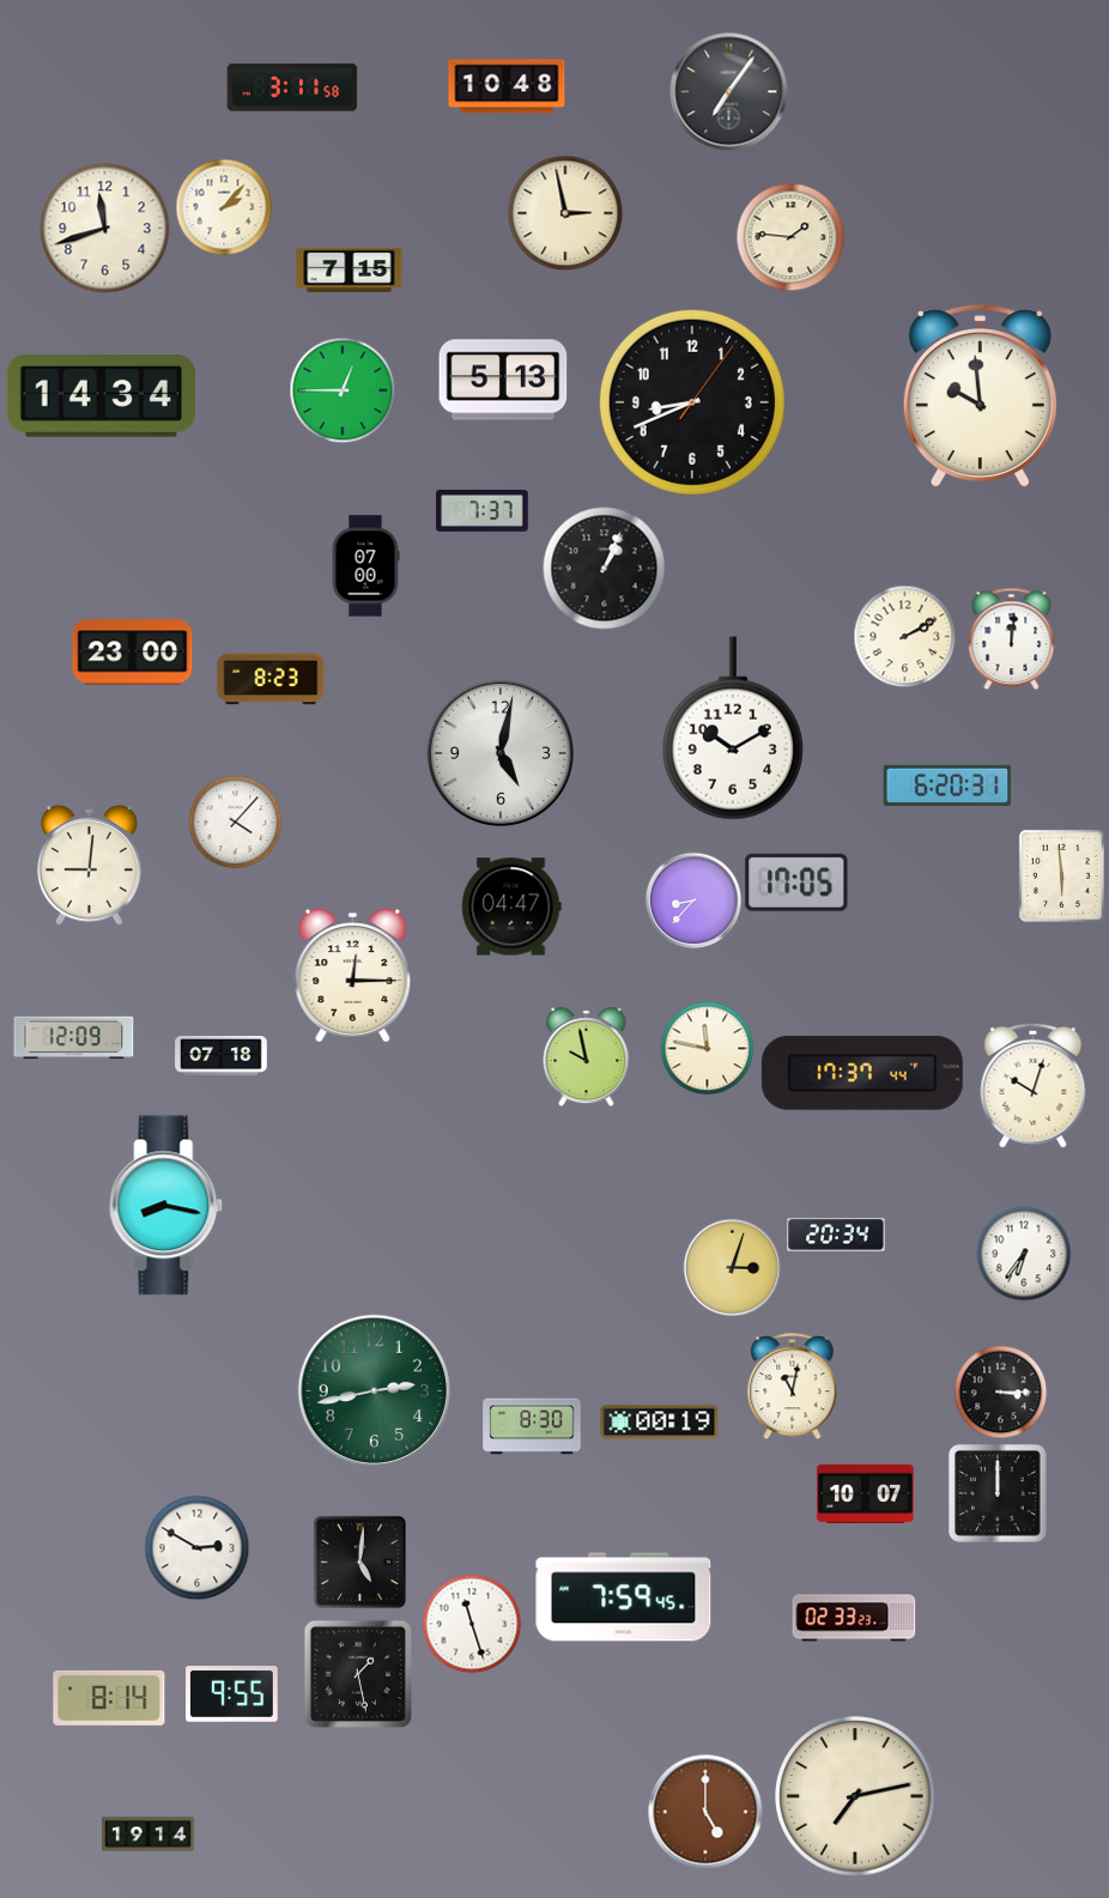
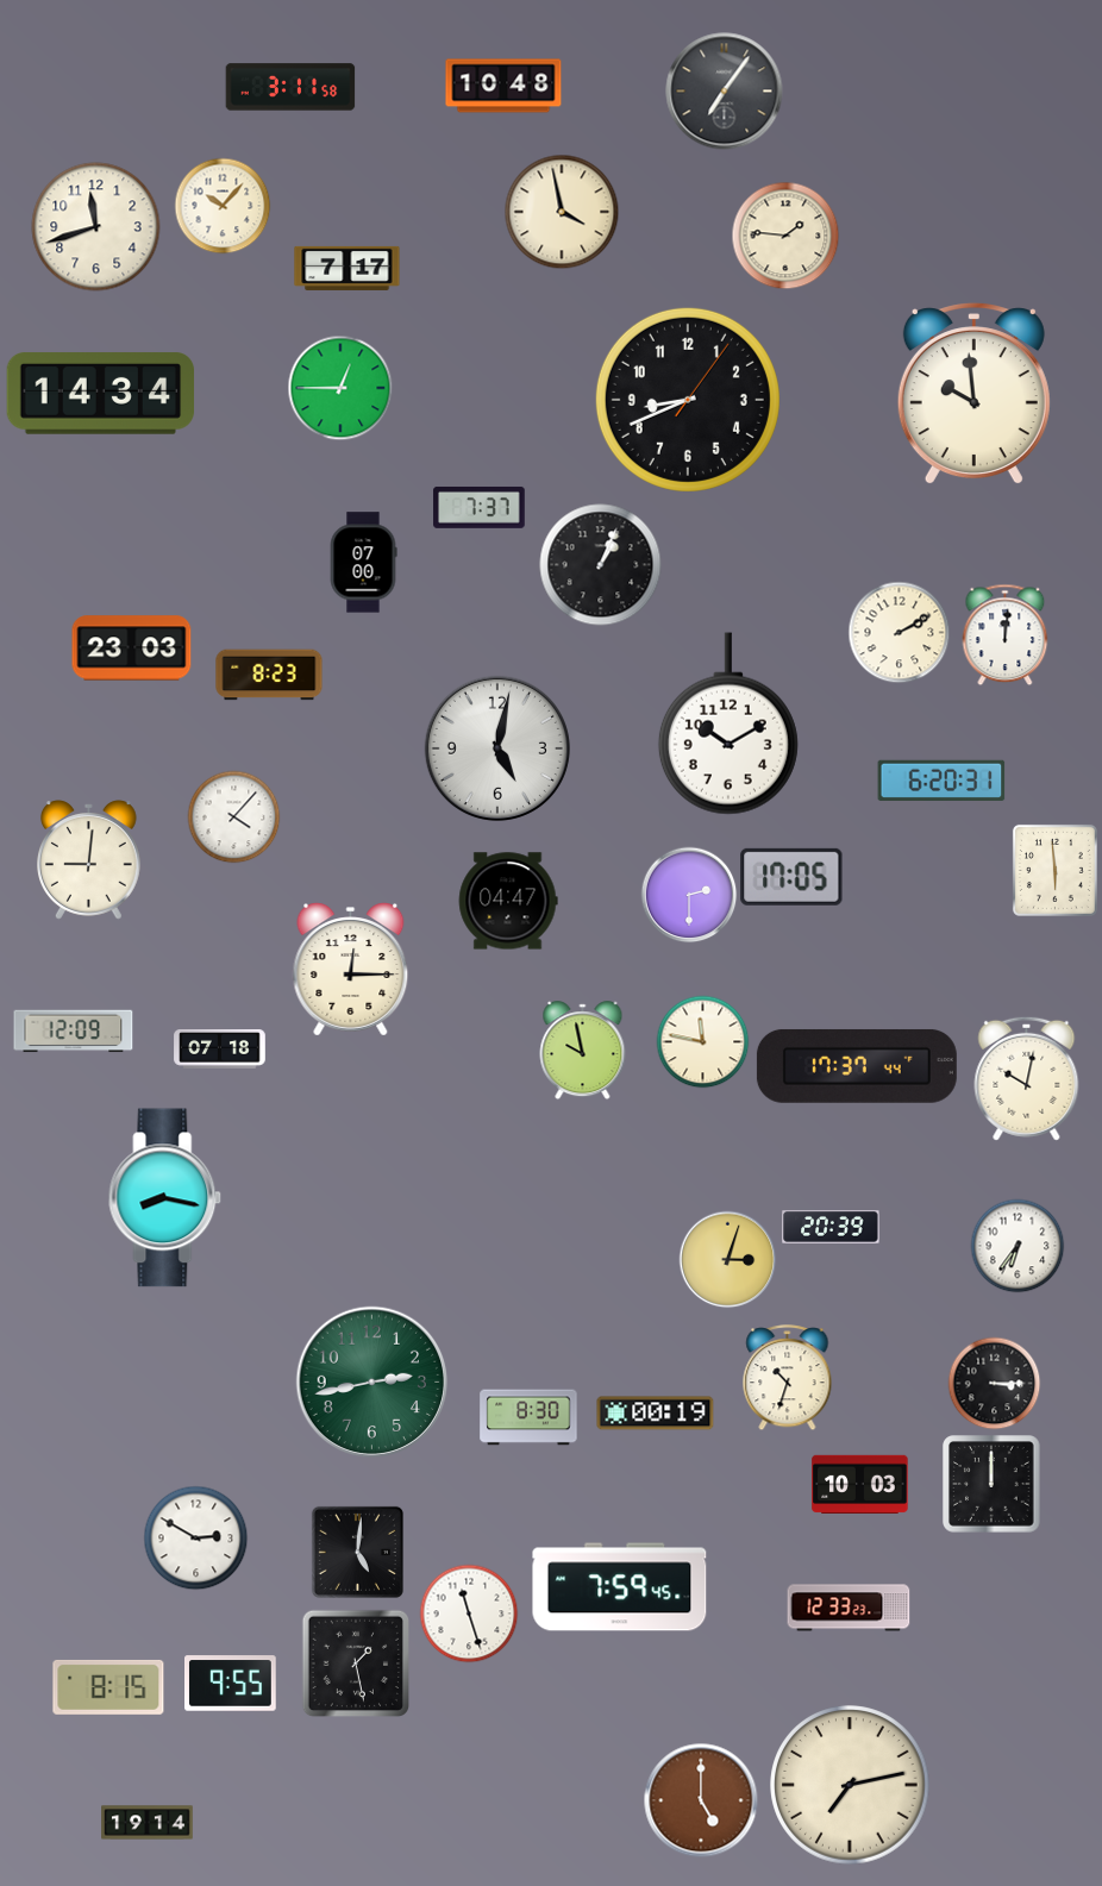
clock at (224, 207): 2:07 -> 10:07
clock at (565, 213): 2:58 -> 3:58
clock at (105, 229) position: (105, 229) -> (96, 227)
clock at (350, 269): 7:15 -> 7:17
clock at (503, 380): 5:13 -> none
clock at (133, 653): 23:00 -> 23:03
clock at (693, 901): 8:37 -> 2:30
clock at (1034, 1085): 10:03 -> 10:02
clock at (836, 1235): 20:34 -> 20:39
clock at (793, 1387): 11:02 -> 10:33
clock at (866, 1493): 10:07 -> 10:03
clock at (854, 1618): 02:33 -> 12:33
clock at (109, 1698): 8:14 -> 8:15
